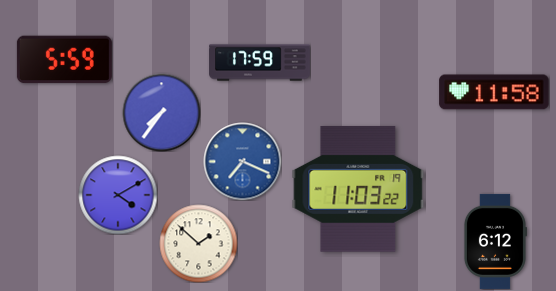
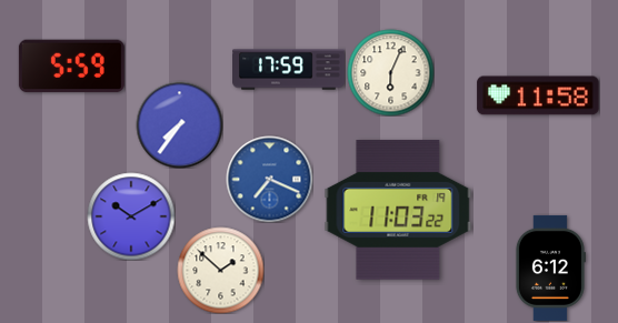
clock at (390, 72): none -> 6:04
clock at (494, 92) position: (494, 92) -> (538, 95)
clock at (118, 195): 4:10 -> 10:10
